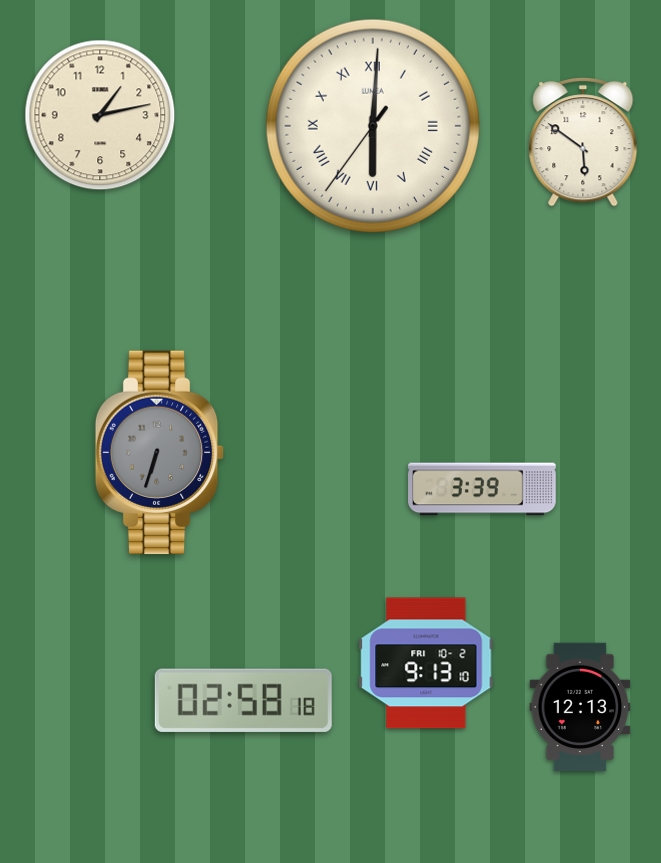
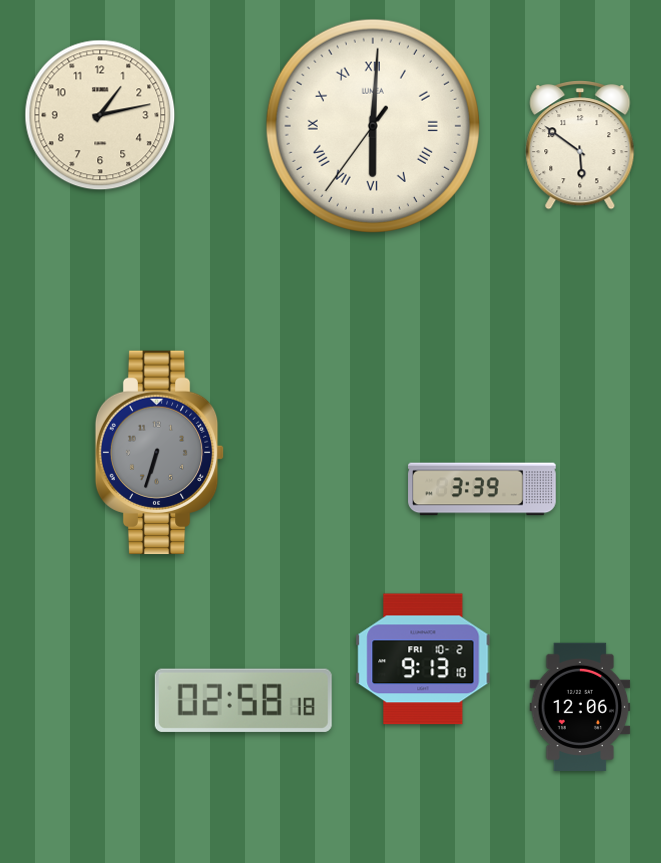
clock at (583, 143) position: (583, 143) -> (580, 146)
clock at (426, 663) position: (426, 663) -> (423, 659)
clock at (580, 706): 12:13 -> 12:06
